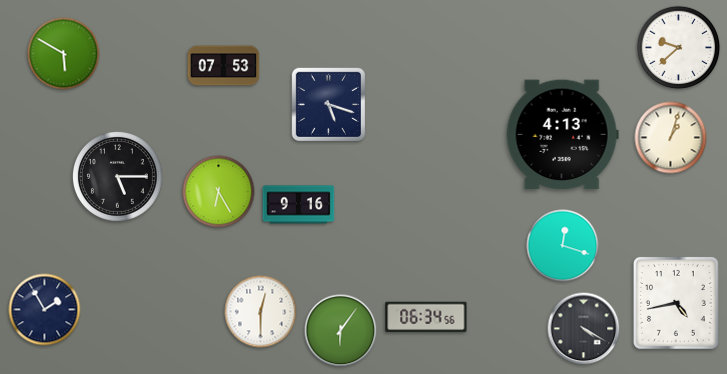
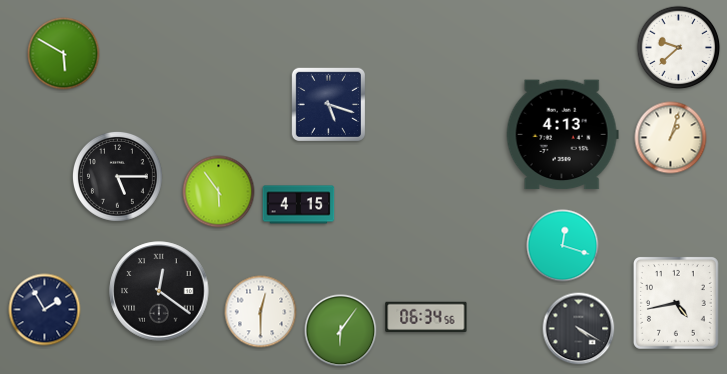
clock at (224, 66): 07:53 -> none
clock at (219, 192): 6:25 -> 5:54
clock at (299, 205): 9:16 -> 4:15
clock at (159, 291): none -> 12:21
clock at (584, 329) position: (584, 329) -> (579, 329)
